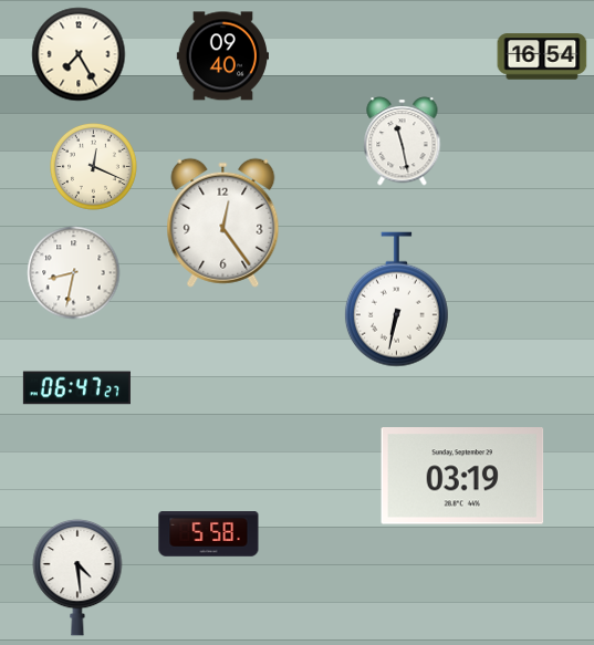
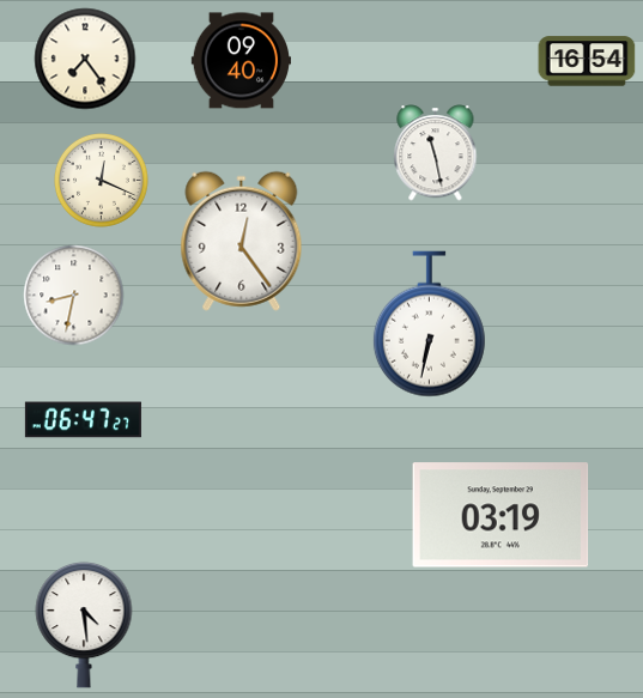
clock at (79, 54): 7:25 -> 7:24
clock at (74, 273) position: (74, 273) -> (74, 296)
clock at (209, 534): 5:58 -> none
